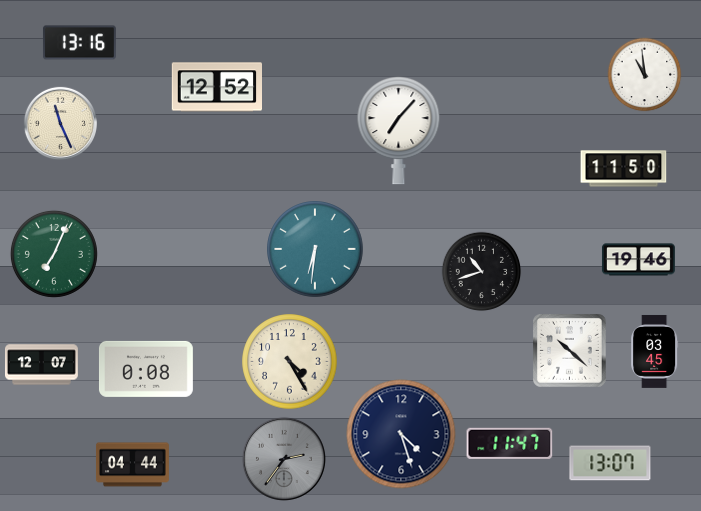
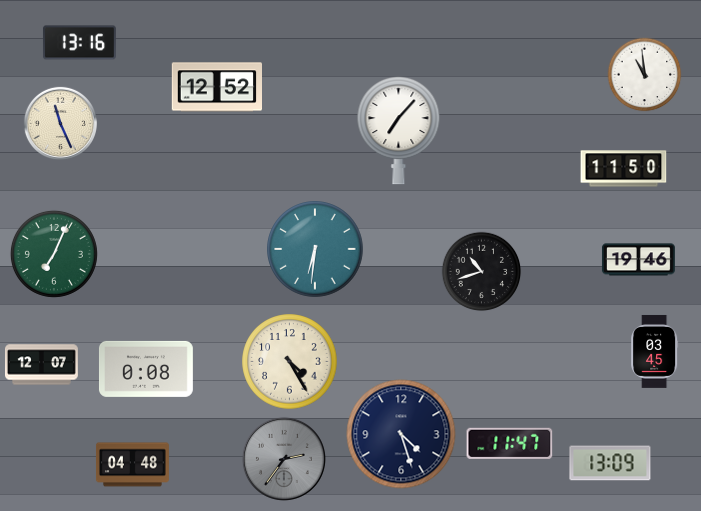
clock at (570, 351): 10:22 -> none
clock at (610, 463): 13:07 -> 13:09
clock at (132, 465): 04:44 -> 04:48
